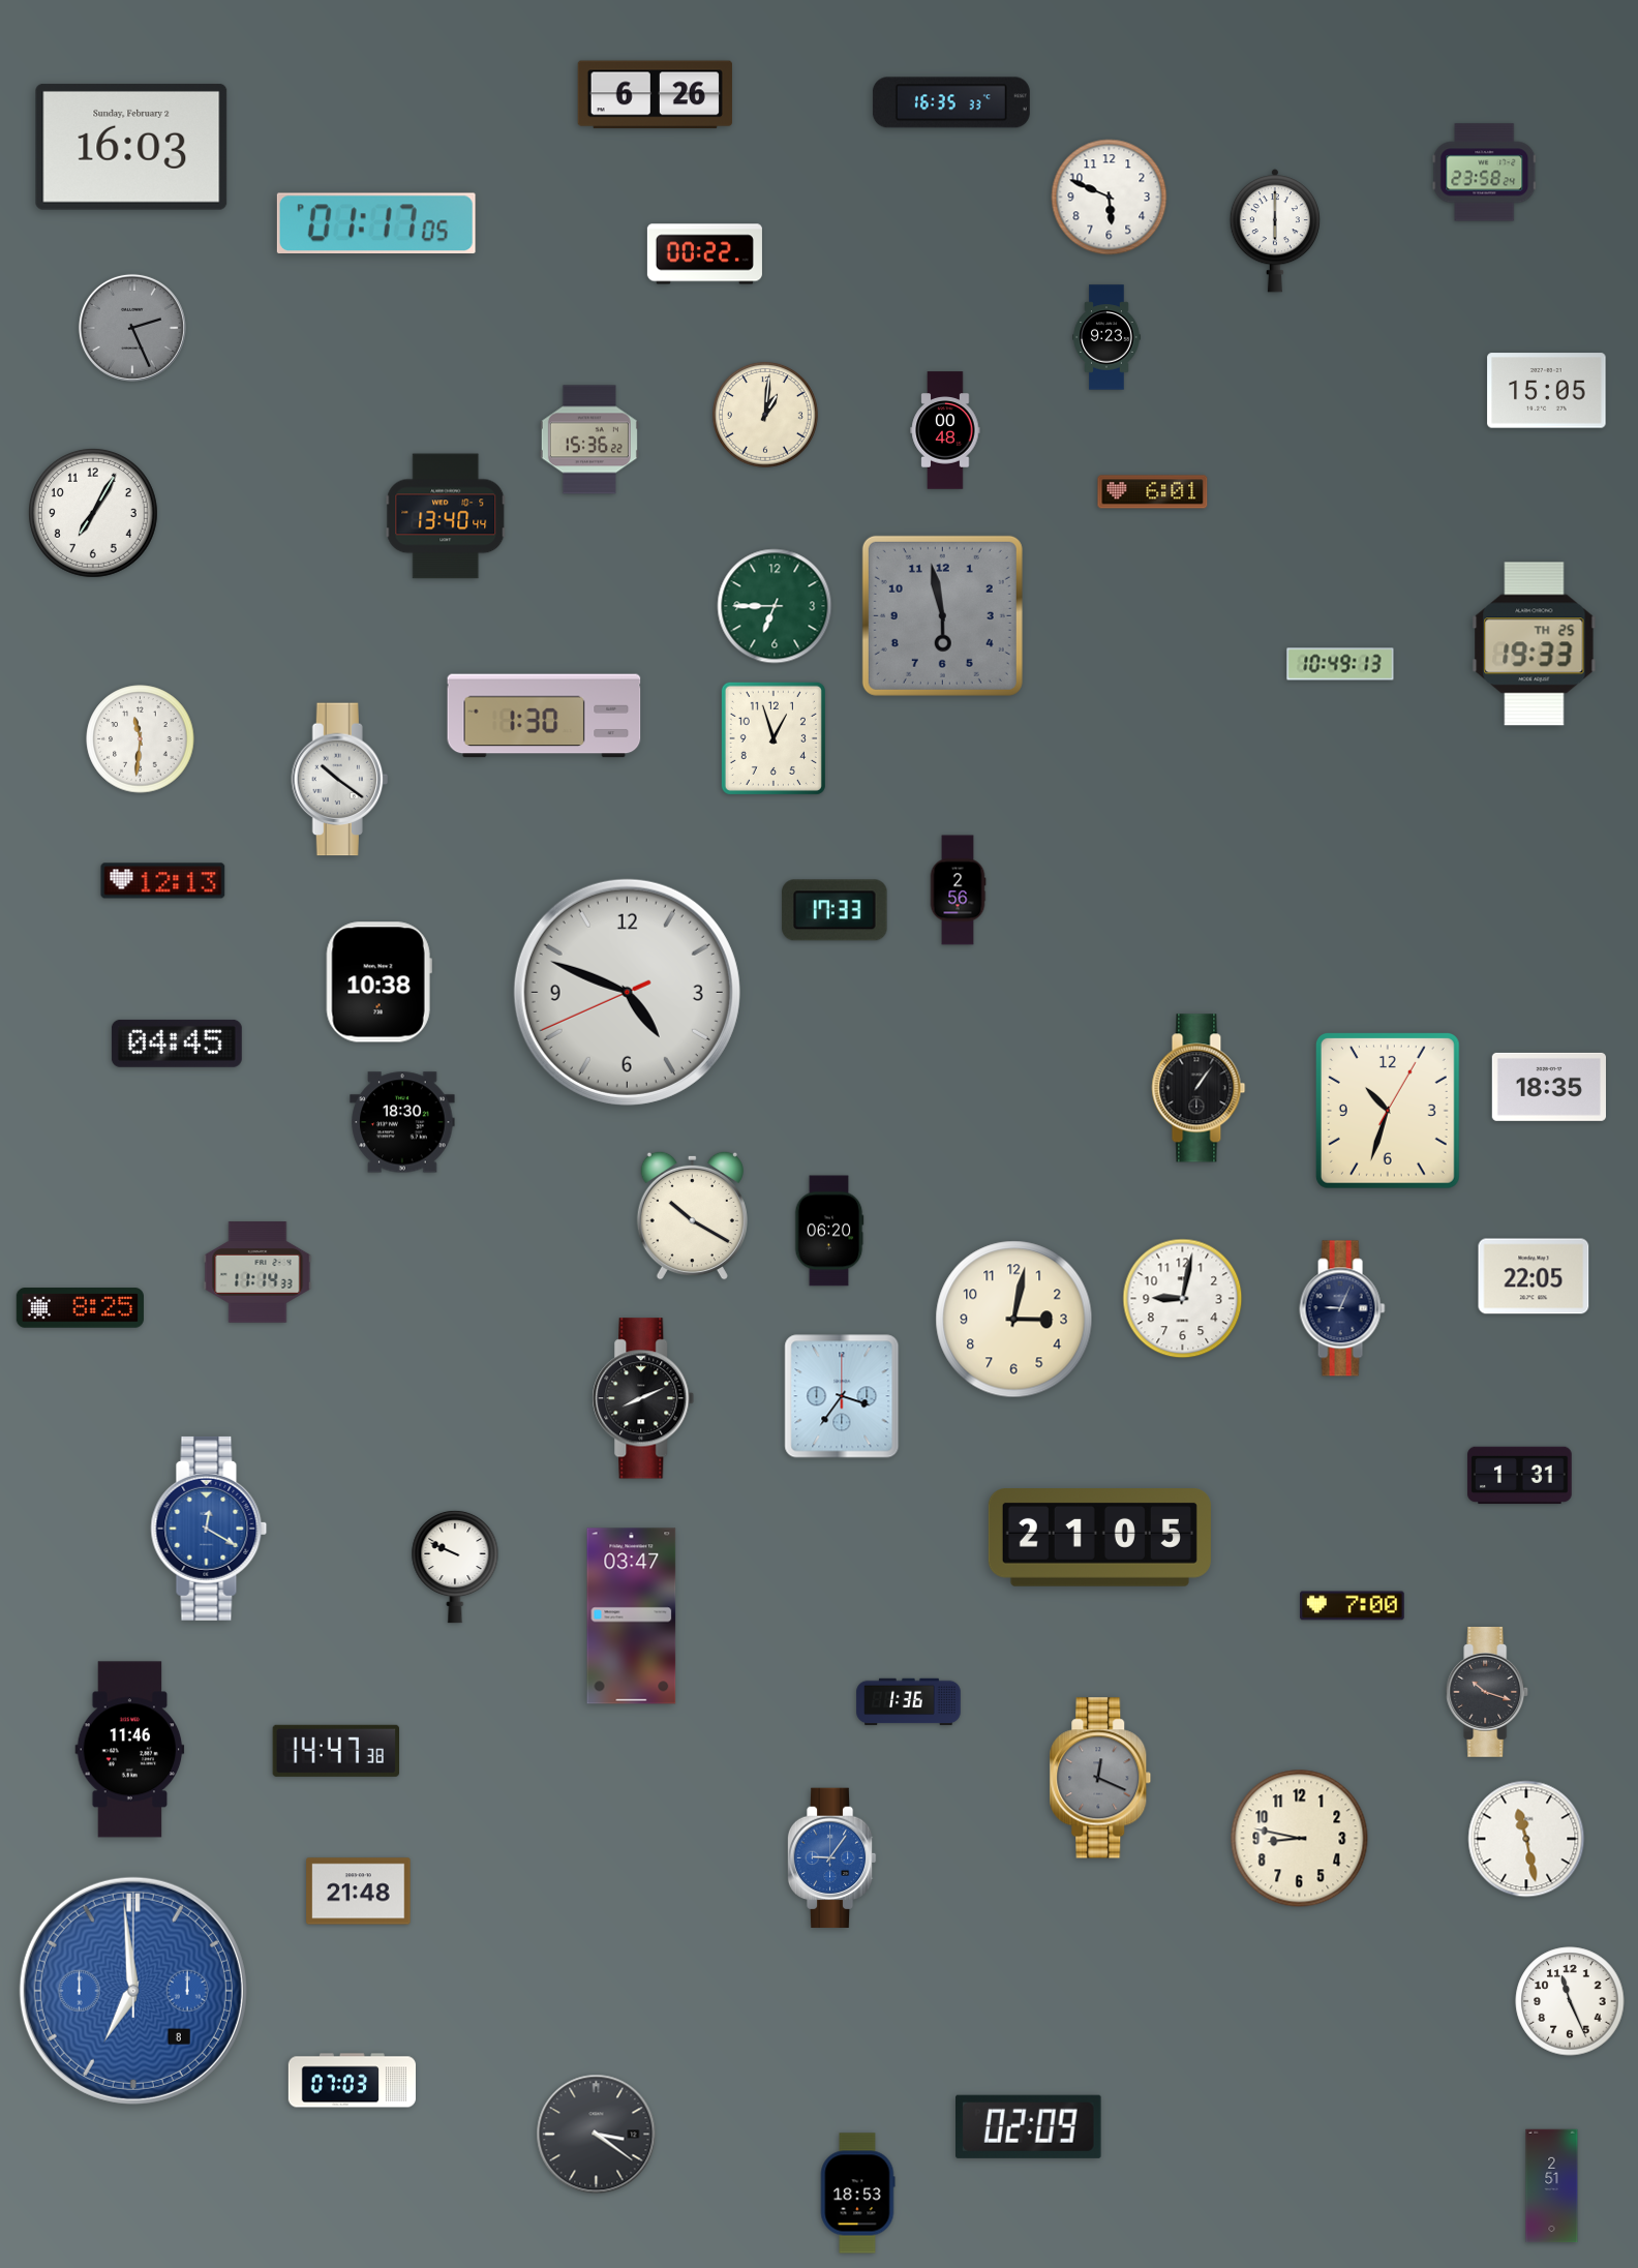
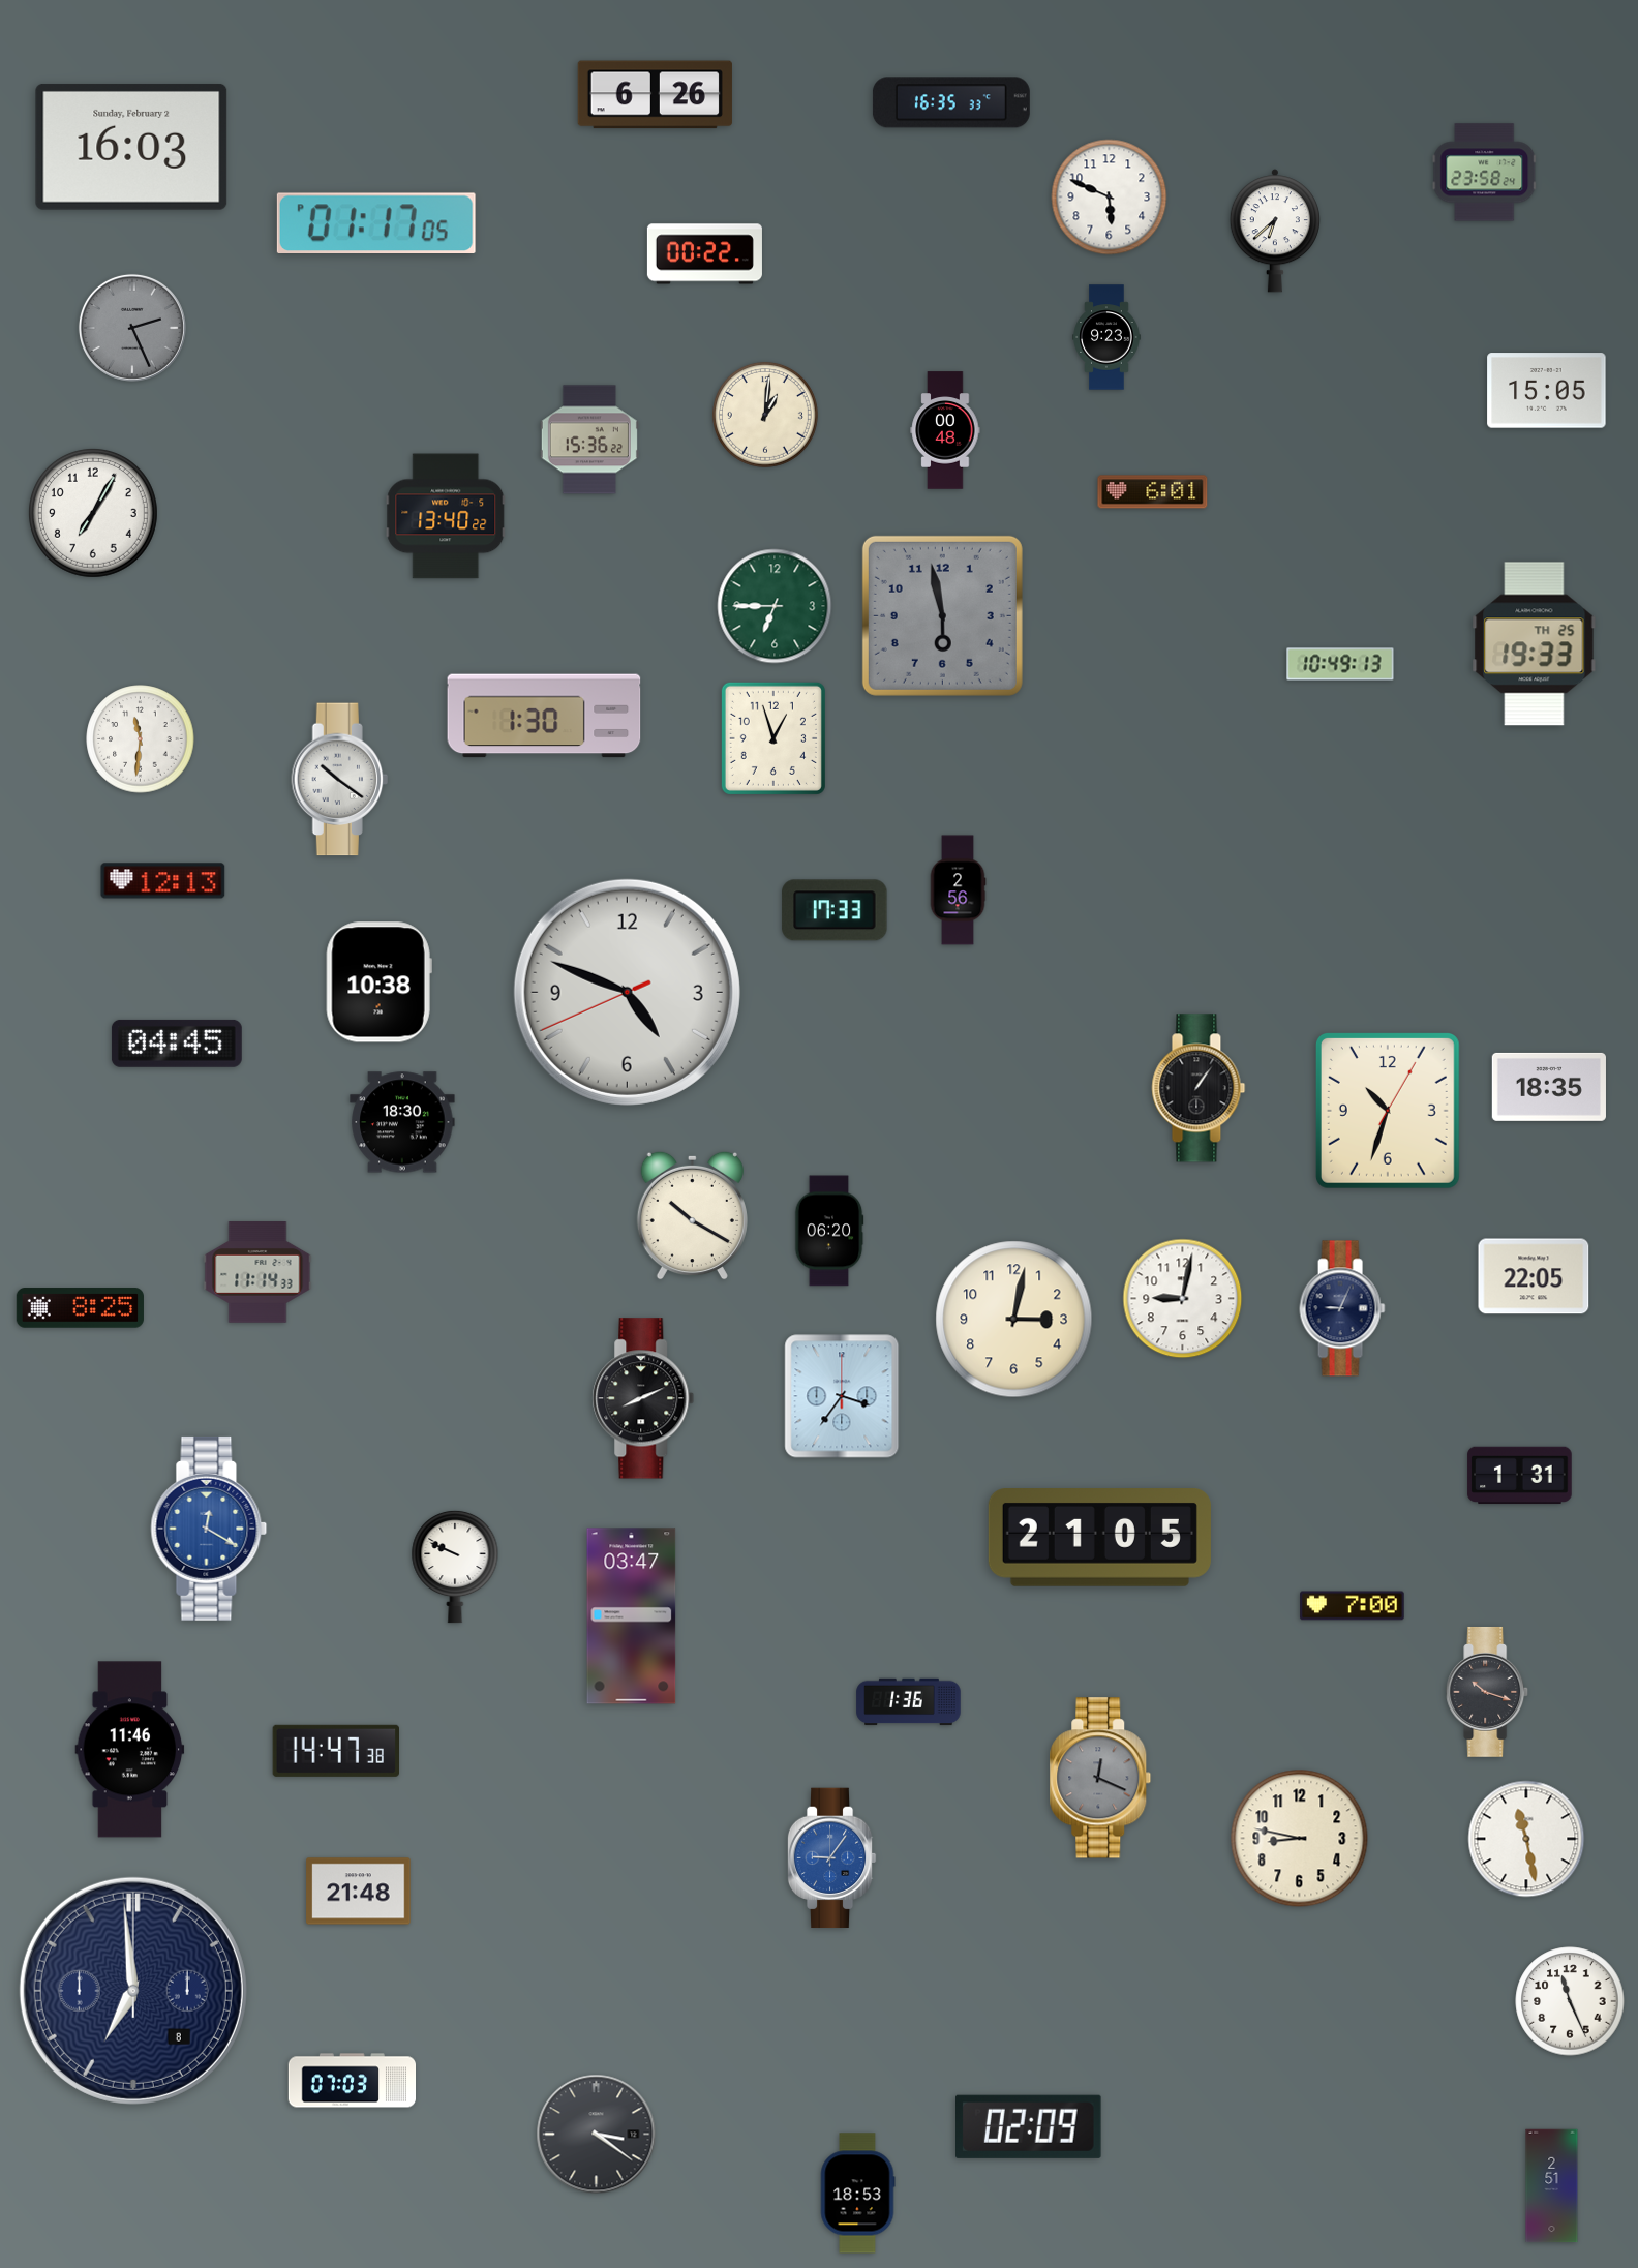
clock at (1275, 231): 6:00 -> 6:38
clock at (446, 516): 13:40:44 -> 13:40:22
clock at (133, 1991) dial: blue -> navy
